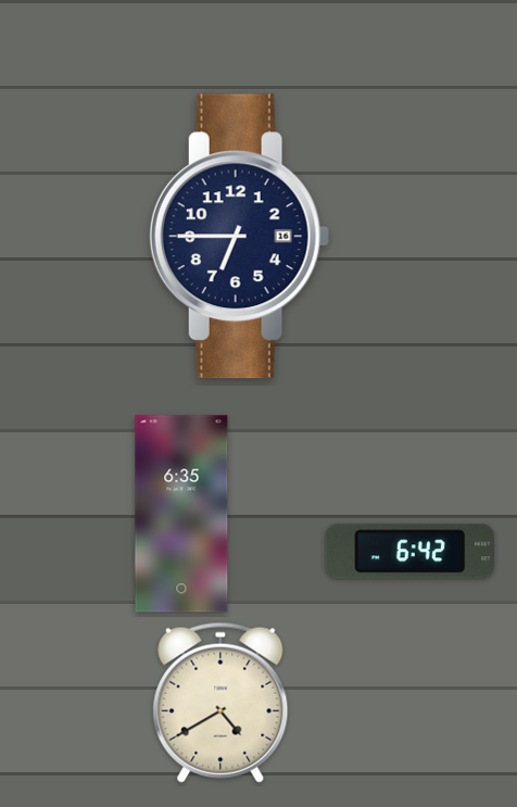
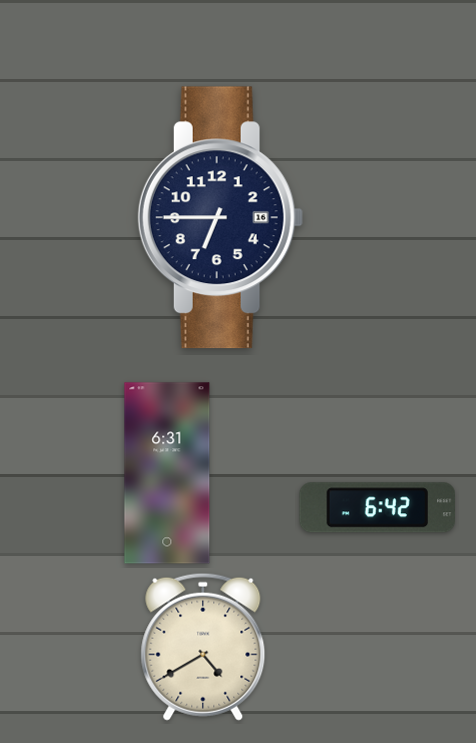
clock at (181, 514): 6:35 -> 6:31
